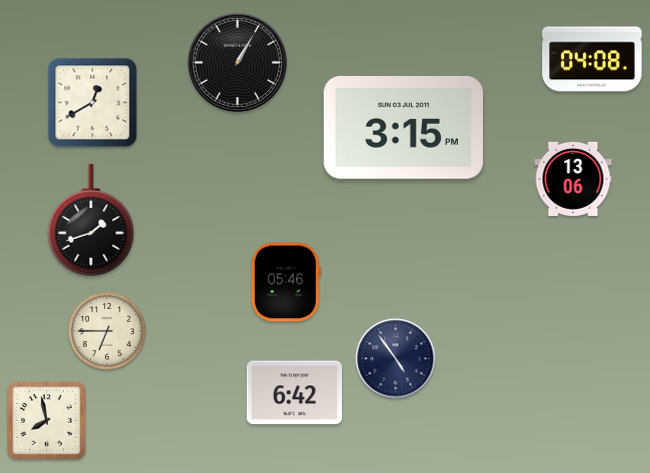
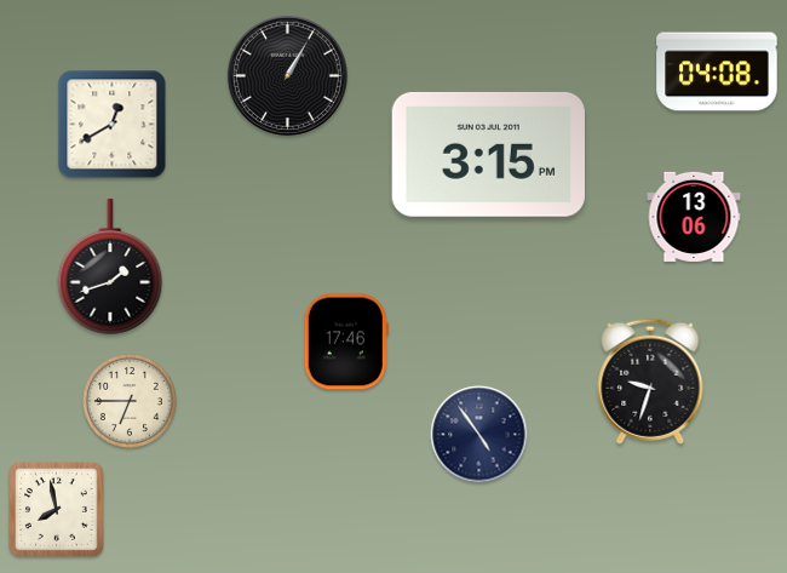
clock at (286, 282): 05:46 -> 17:46
clock at (650, 382): none -> 9:33
clock at (294, 393): 6:42 -> none
